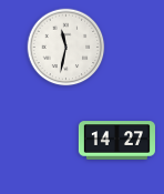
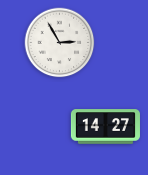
clock at (66, 48): 11:32 -> 2:55
